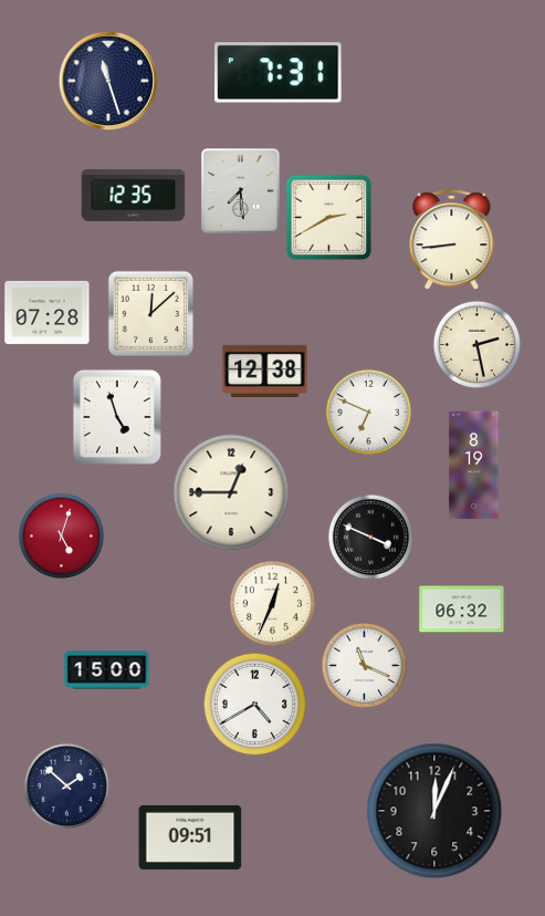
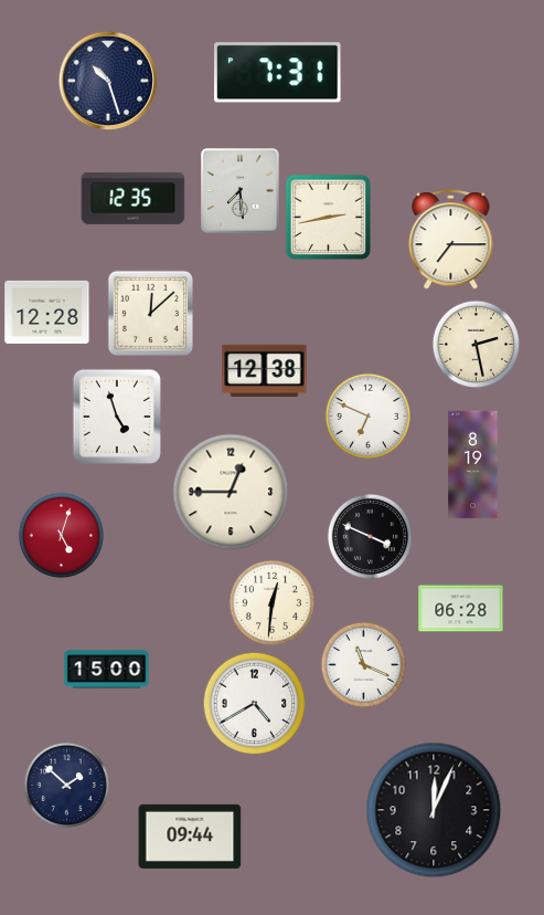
clock at (108, 81): 11:27 -> 10:27
clock at (134, 195) position: (134, 195) -> (134, 198)
clock at (328, 217): 2:40 -> 2:43
clock at (452, 240): 8:44 -> 7:15
clock at (48, 312): 07:28 -> 12:28
clock at (368, 412) position: (368, 412) -> (367, 416)
clock at (272, 603): 12:34 -> 12:31
clock at (462, 610): 06:32 -> 06:28
clock at (190, 837): 09:51 -> 09:44
